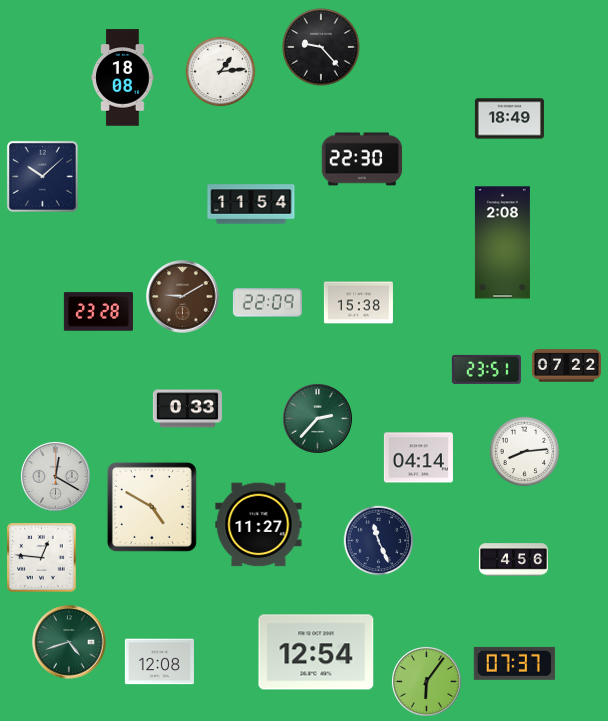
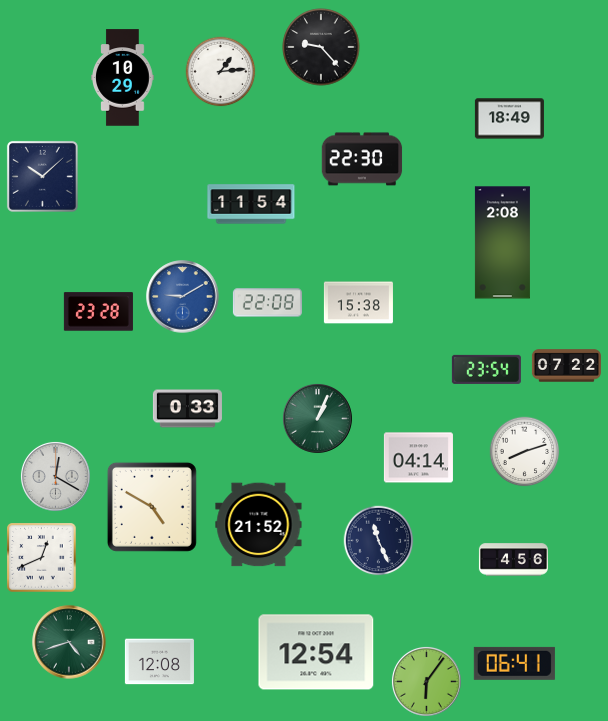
clock at (123, 78): 18:08 -> 10:29
clock at (183, 297) dial: brown -> blue
clock at (267, 303): 22:09 -> 22:08
clock at (486, 369): 23:51 -> 23:54
clock at (317, 418): 2:37 -> 1:04
clock at (525, 452): 8:14 -> 8:12
clock at (259, 525): 11:27 -> 21:52
clock at (42, 558): 12:46 -> 12:41
clock at (514, 663): 07:37 -> 06:41
